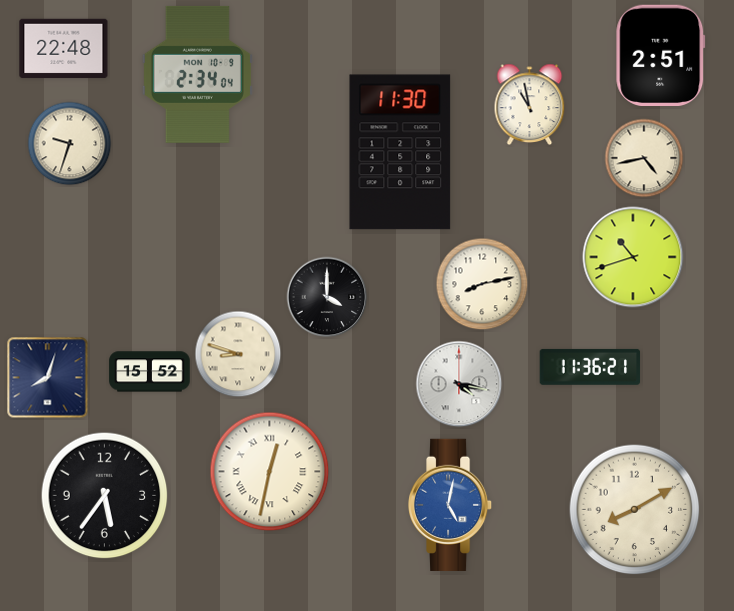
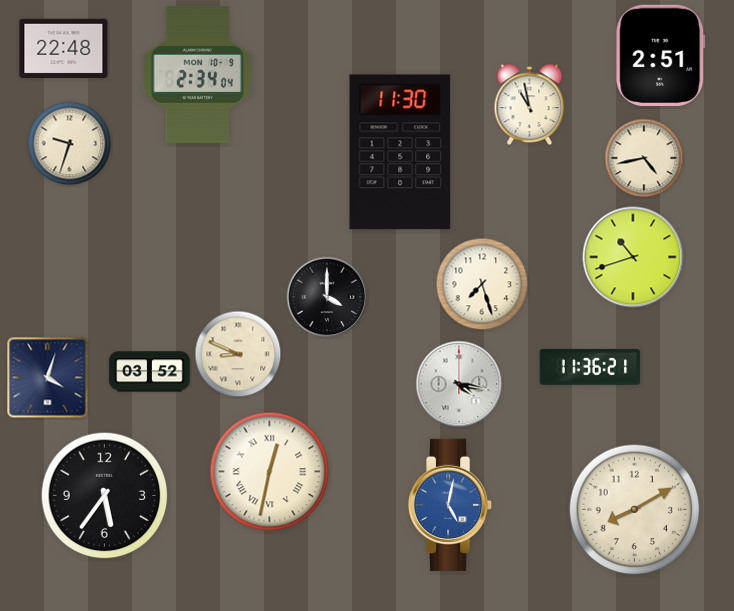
clock at (482, 284): 8:13 -> 7:27
clock at (238, 354): 8:48 -> 8:49
clock at (150, 372): 15:52 -> 03:52
clock at (48, 378): 8:03 -> 4:03
